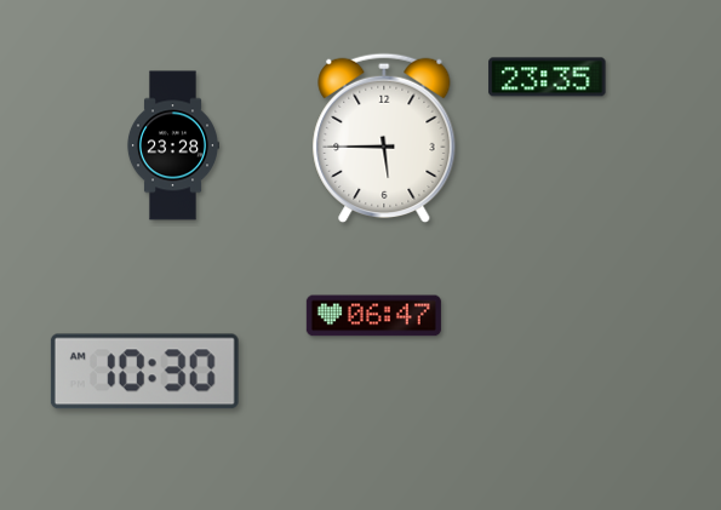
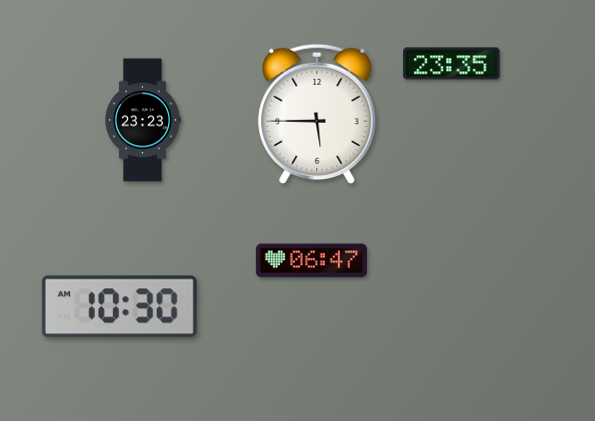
clock at (172, 145): 23:28 -> 23:23
clock at (373, 316) position: (373, 316) -> (311, 261)
